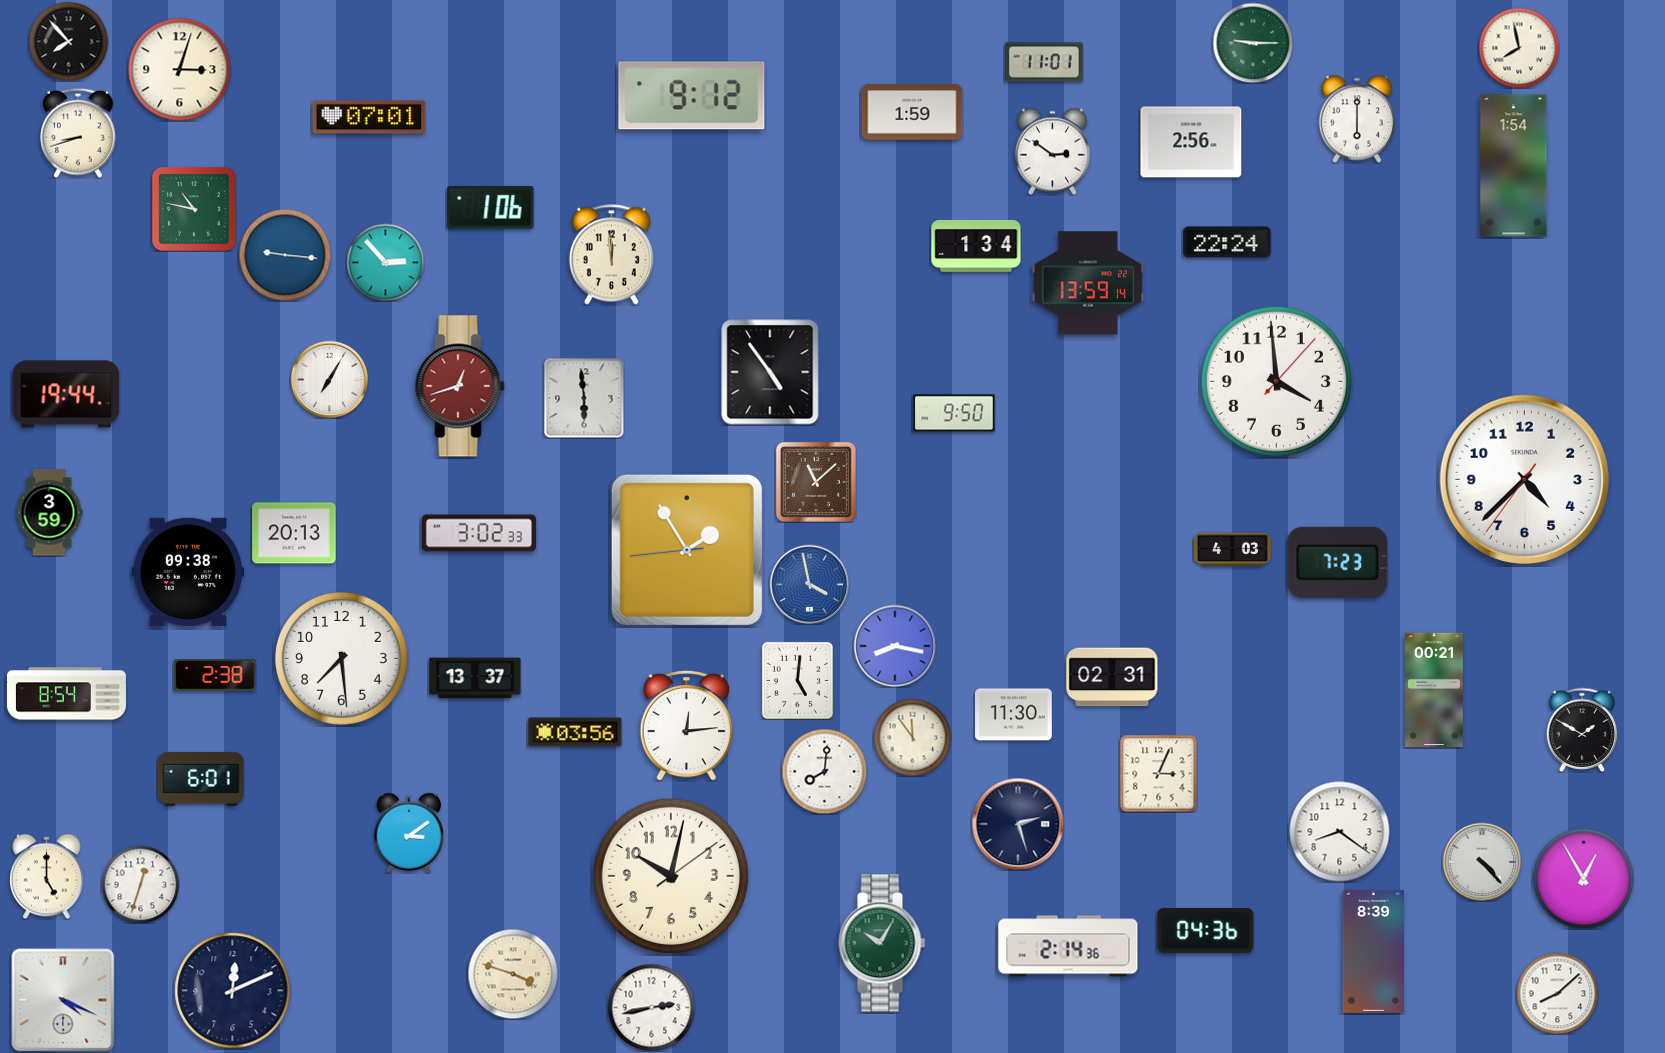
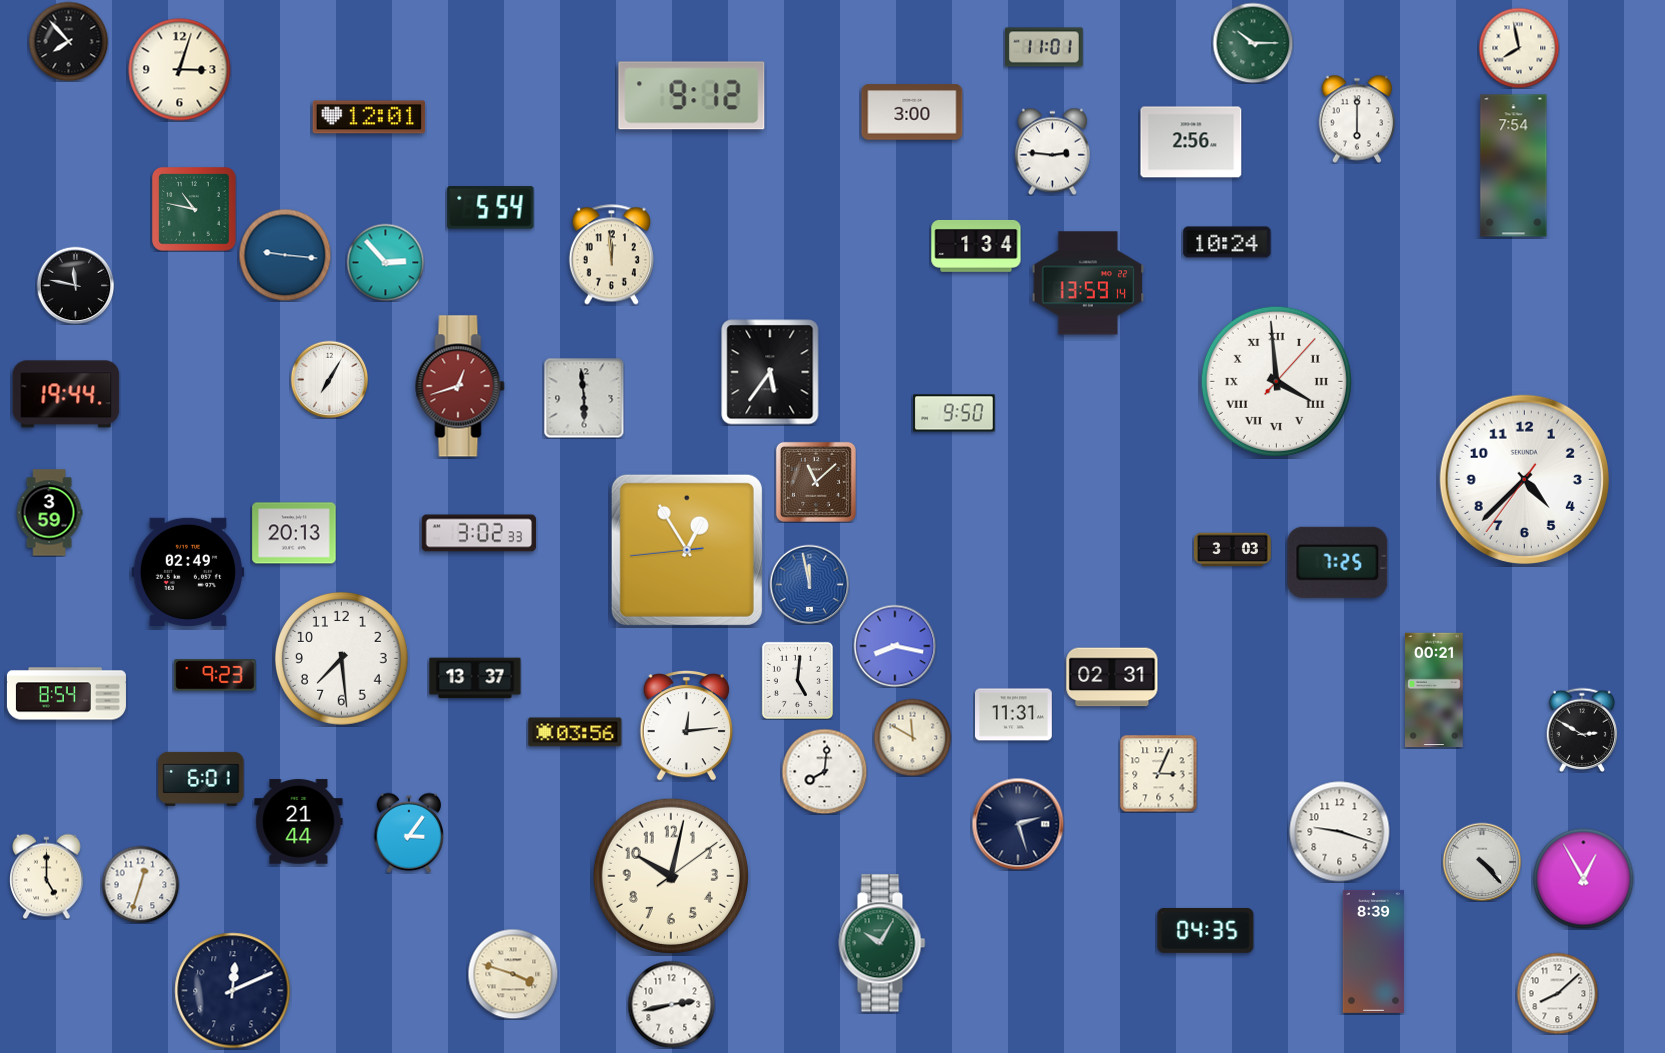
clock at (1253, 43): 9:15 -> 10:15
clock at (1044, 62) position: (1044, 62) -> (1044, 47)
clock at (912, 112): 1:59 -> 3:00
clock at (369, 117): 07:01 -> 12:01
clock at (78, 133): 8:42 -> none
clock at (1052, 151): 2:51 -> 2:46
clock at (1514, 166): 1:54 -> 7:54
clock at (491, 208): 1:06 -> 5:54
clock at (1227, 242): 22:24 -> 10:24
clock at (75, 285): none -> 11:47
clock at (770, 372): 4:54 -> 5:36
clock at (1276, 381) numerals: Arabic -> Roman
clock at (687, 550): 1:54 -> 12:54
clock at (1233, 550): 4:03 -> 3:03
clock at (1338, 562): 7:23 -> 7:25
clock at (188, 572): 09:38 -> 02:49
clock at (809, 584): 3:58 -> 11:58
clock at (215, 675): 2:38 -> 9:23
clock at (1014, 715): 11:30 -> 11:31
clock at (1582, 730): 1:50 -> 2:50
clock at (912, 737): 11:54 -> 11:50
clock at (299, 822): none -> 21:44
clock at (1340, 832): 8:21 -> 9:18
clock at (409, 833): 3:09 -> 3:06
clock at (1206, 930): 04:36 -> 04:35
clock at (1068, 946): 2:14 -> none
clock at (63, 1000): 4:19 -> none
clock at (651, 1007) position: (651, 1007) -> (671, 1004)
